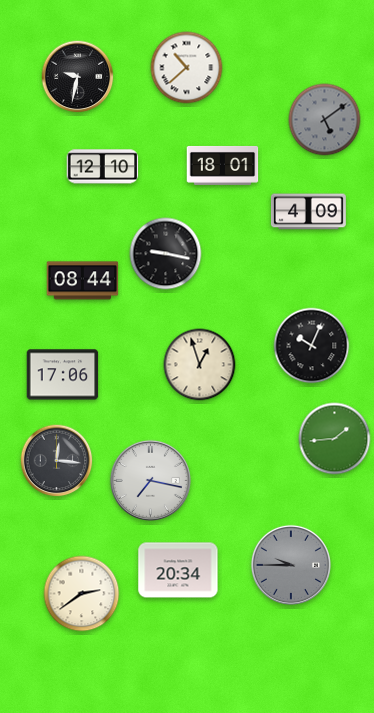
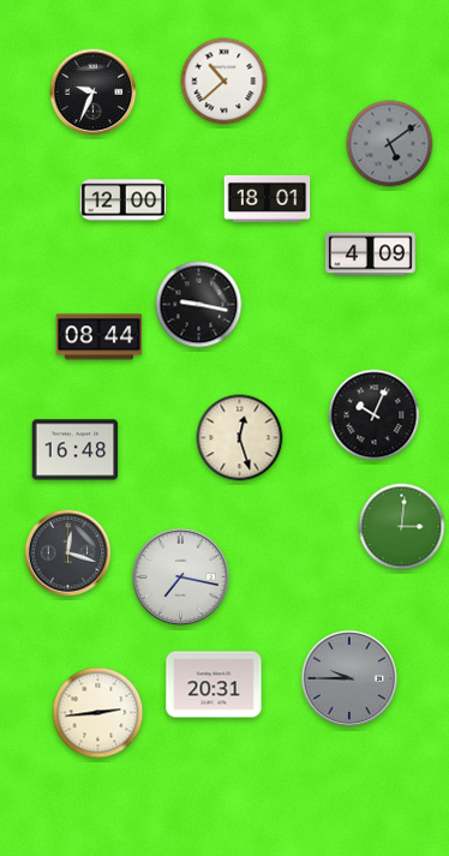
clock at (78, 77): 9:32 -> 9:34
clock at (103, 167): 12:10 -> 12:00
clock at (200, 365): 12:57 -> 12:27
clock at (63, 375): 17:06 -> 16:48
clock at (335, 439): 1:44 -> 3:01
clock at (57, 461): 12:16 -> 12:18
clock at (178, 570): 20:34 -> 20:31
clock at (82, 594): 2:39 -> 2:44
